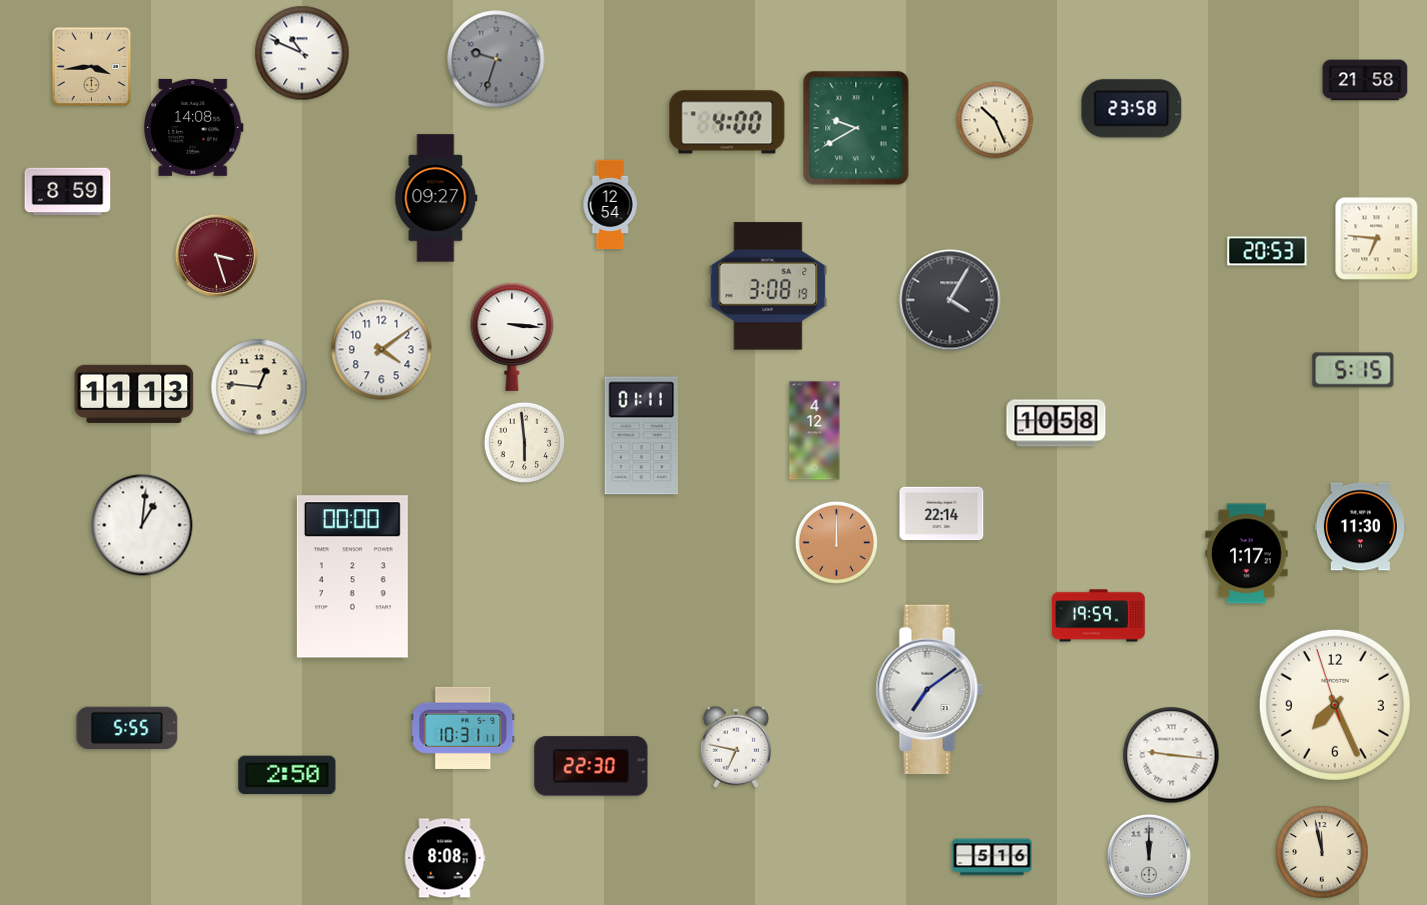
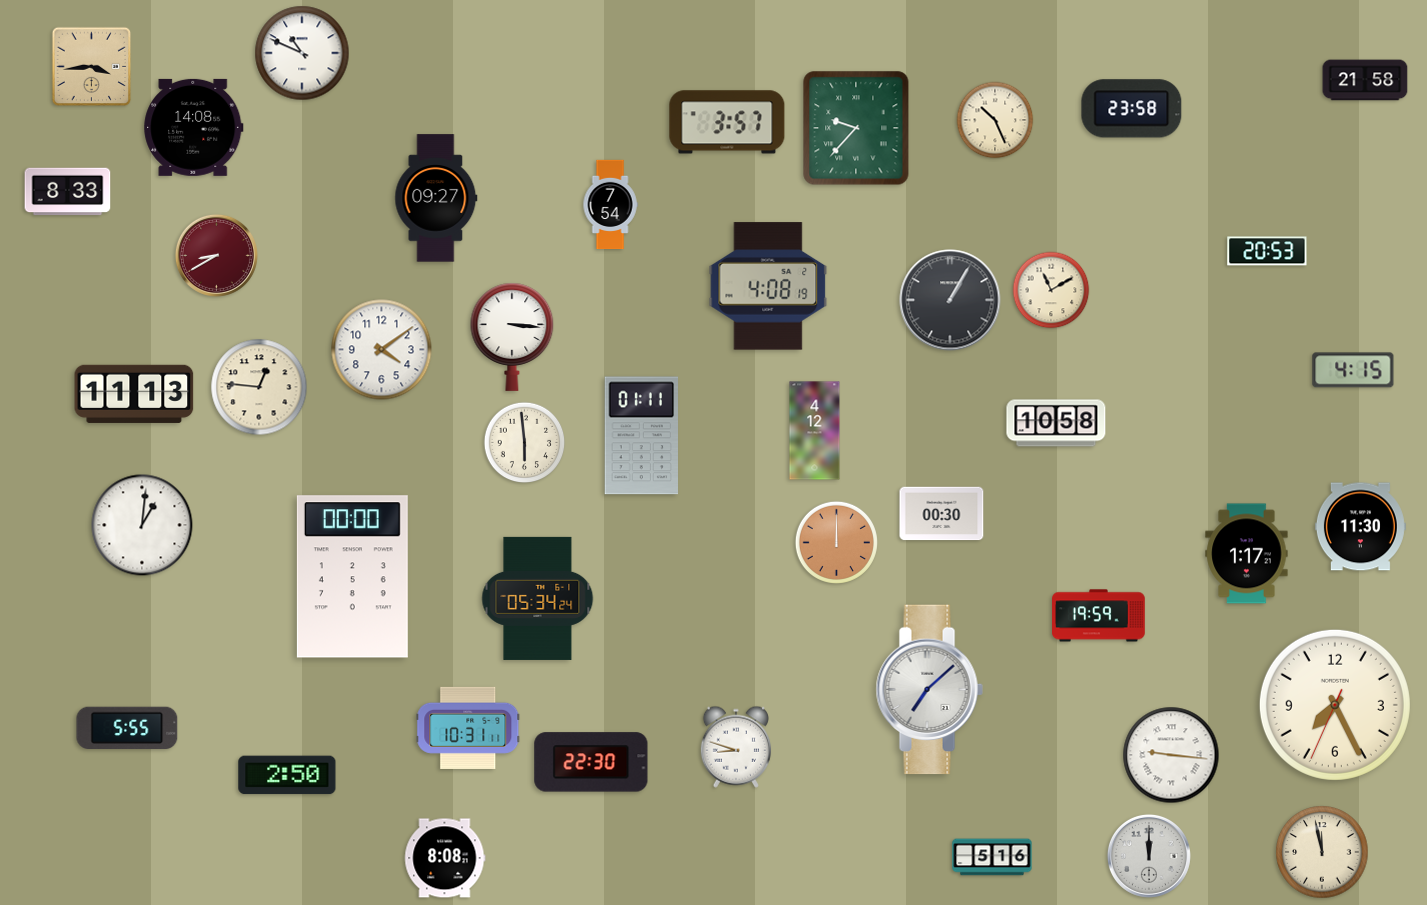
clock at (496, 59): 9:33 -> none
clock at (727, 122): 4:00 -> 3:57
clock at (856, 128): 9:40 -> 9:37
clock at (68, 192): 8:59 -> 8:33
clock at (610, 205): 12:54 -> 7:54
clock at (1377, 239): 6:46 -> none
clock at (216, 255): 3:27 -> 8:40
clock at (768, 286): 3:08 -> 4:08
clock at (1051, 290): none -> 11:10
clock at (950, 300): 4:05 -> 1:05
clock at (1353, 370): 5:15 -> 4:15
clock at (942, 514): 22:14 -> 00:30
clock at (538, 598): none -> 05:34
clock at (929, 690): 7:09 -> 7:08
clock at (1335, 705): 7:25:57 -> 7:25:34
clock at (463, 728) position: (463, 728) -> (468, 728)
clock at (736, 747): 6:47 -> 8:48
clock at (591, 766) position: (591, 766) -> (591, 762)
